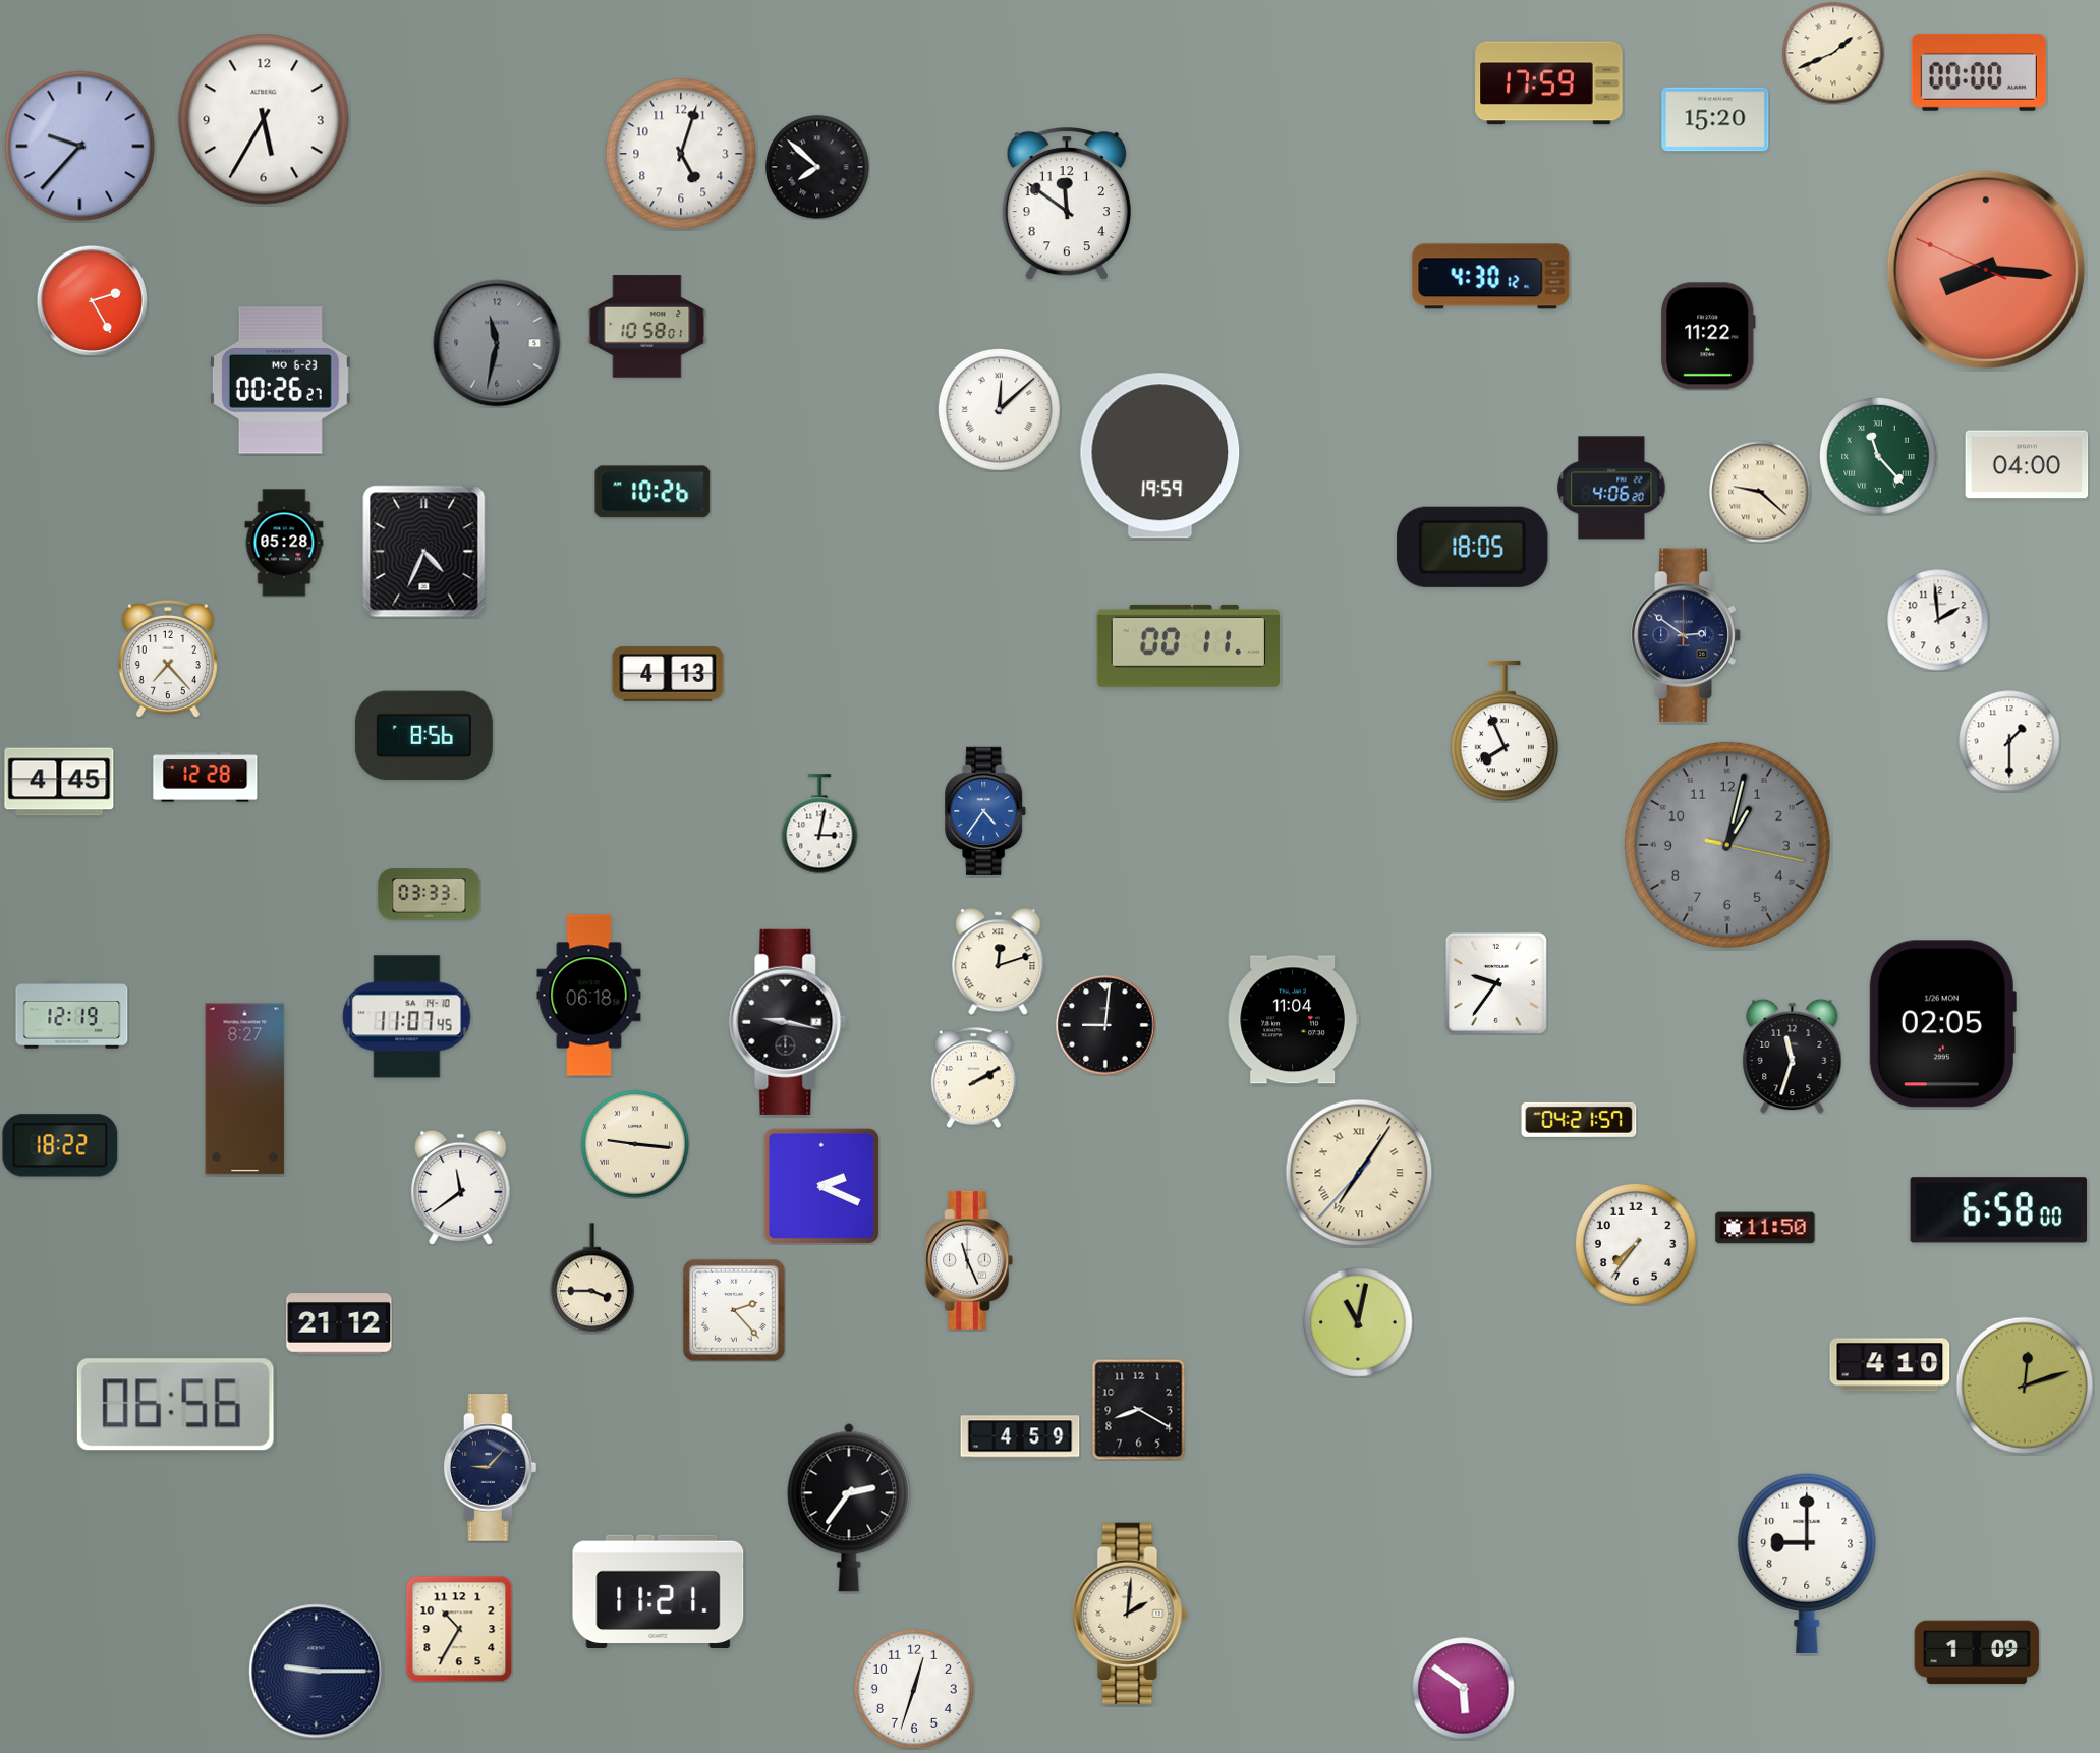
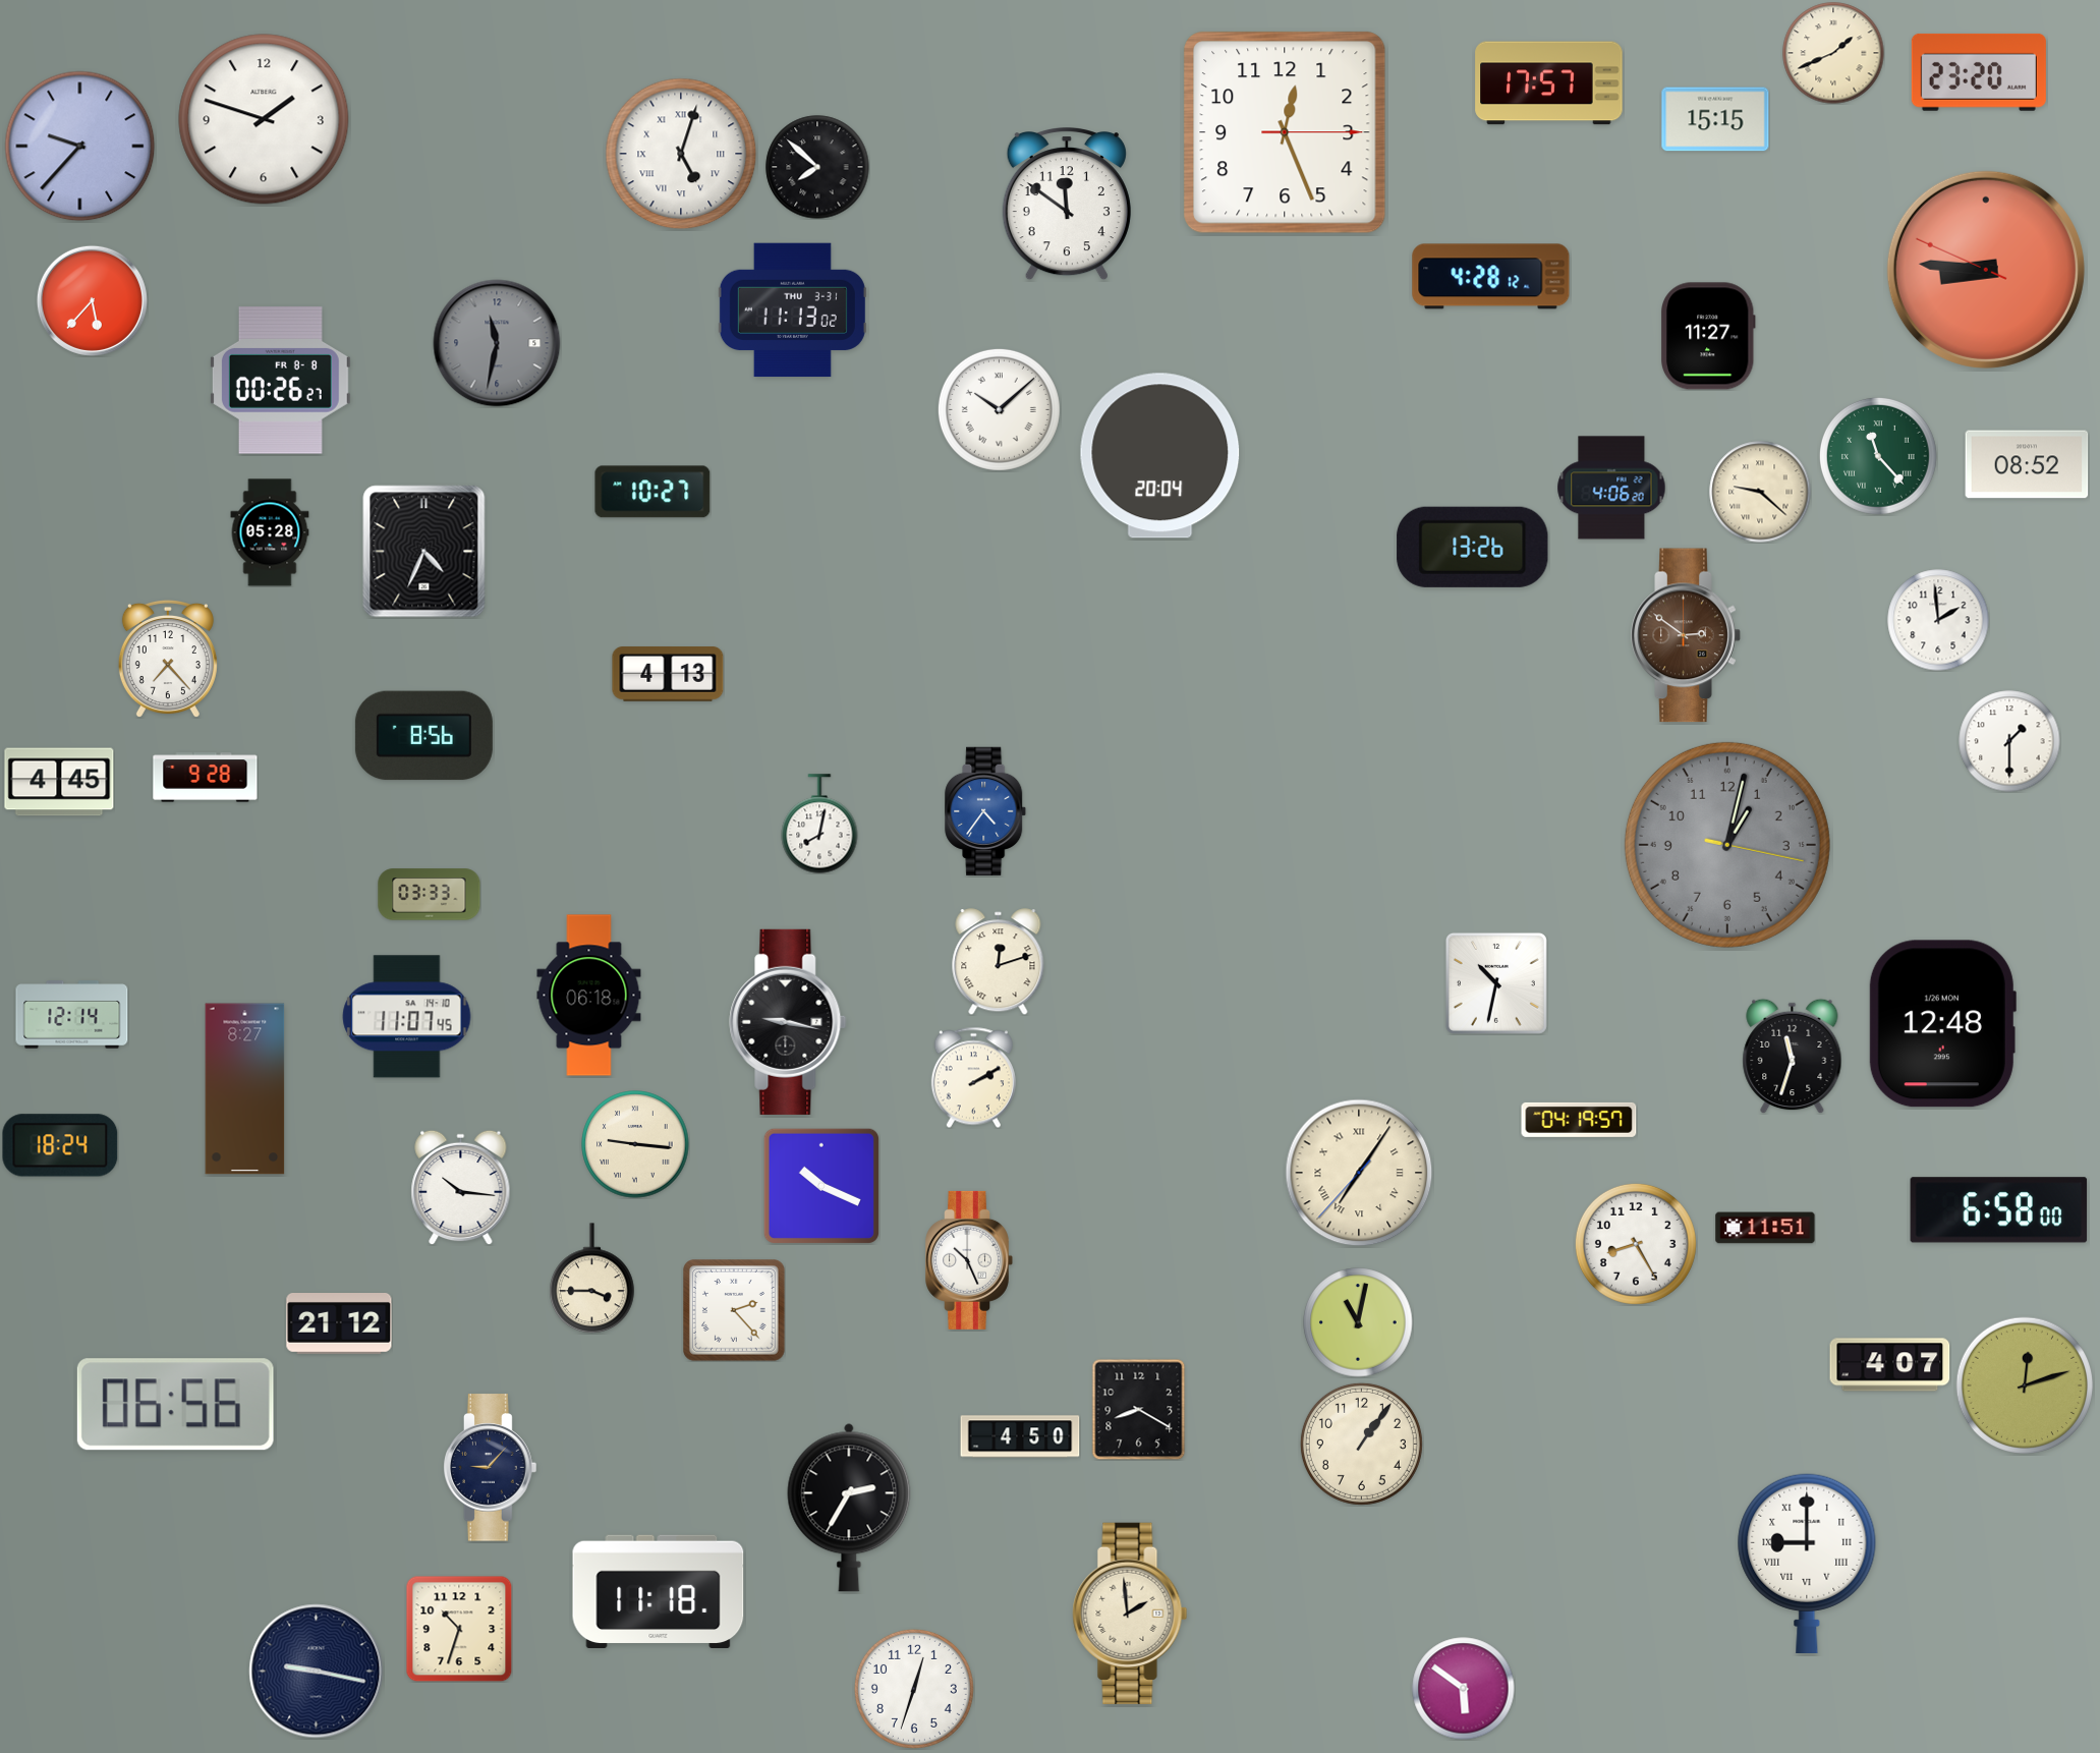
clock at (1979, 72): 00:00 -> 23:20
clock at (1549, 83): 17:59 -> 17:57
clock at (264, 119): 5:35 -> 1:48
clock at (1715, 119): 15:20 -> 15:15
clock at (1285, 132): none -> 12:26
clock at (681, 154) numerals: Arabic -> Roman
clock at (1986, 270): 8:15 -> 8:45
clock at (1491, 277): 4:30 -> 4:28
clock at (92, 300): 2:25 -> 5:37
clock at (792, 310): none -> 11:13
clock at (647, 327): 10:58 -> none
clock at (1708, 336): 11:22 -> 11:27
clock at (280, 381) date: MO 6-23 -> FR 8-8
clock at (999, 409): 12:08 -> 10:08
clock at (1160, 456): 19:59 -> 20:04
clock at (2027, 464): 04:00 -> 08:52
clock at (652, 492): 10:26 -> 10:27
clock at (284, 543) position: (284, 543) -> (270, 532)
clock at (1473, 547): 18:05 -> 13:26
clock at (1686, 635) dial: navy -> brown
clock at (1188, 645): 00:11 -> none
clock at (1503, 731): 7:56 -> none
clock at (206, 778): 12:28 -> 9:28
clock at (819, 824): 3:02 -> 8:02
clock at (1496, 983): 9:36 -> 10:32
clock at (72, 1015): 12:19 -> 12:14
clock at (1293, 1020): 11:04 -> none
clock at (1942, 1024): 02:05 -> 12:48
clock at (1105, 1025): 9:01 -> none
clock at (1579, 1120): 04:21 -> 04:19
clock at (60, 1145): 18:22 -> 18:24
clock at (820, 1185): 2:19 -> 10:19
clock at (461, 1187): 11:39 -> 10:16
clock at (1765, 1228): 11:50 -> 11:51
clock at (1636, 1244): 7:36 -> 8:25
clock at (969, 1260): 11:26 -> 10:26
clock at (1890, 1365): 4:10 -> 4:07
clock at (1020, 1436): 4:59 -> 4:50
clock at (1361, 1444): none -> 1:06
clock at (849, 1508): 2:36 -> 2:35
clock at (1807, 1563) numerals: Arabic -> Roman
clock at (659, 1591): 11:21 -> 11:18
clock at (1130, 1614): 2:01 -> 1:59
clock at (459, 1629): 10:35 -> 10:33
clock at (1977, 1652): 1:09 -> none
clock at (317, 1672): 9:15 -> 9:17
